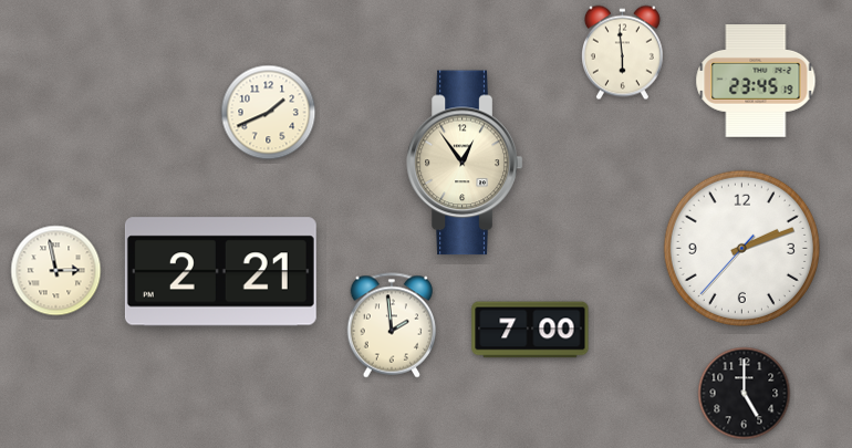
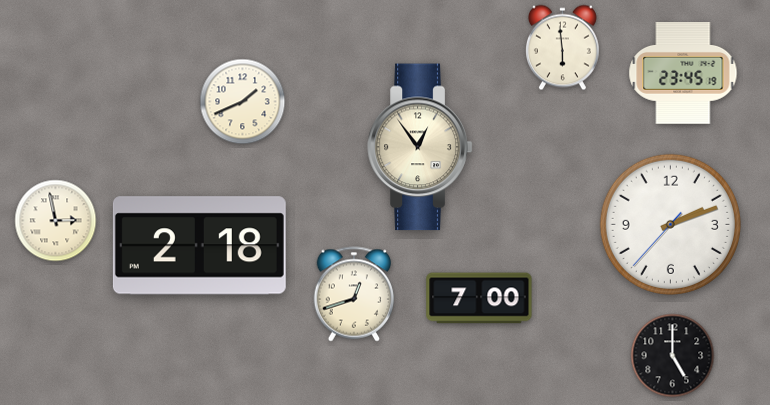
clock at (56, 271) position: (56, 271) -> (56, 221)
clock at (220, 272): 2:21 -> 2:18
clock at (391, 325): 1:59 -> 12:42
